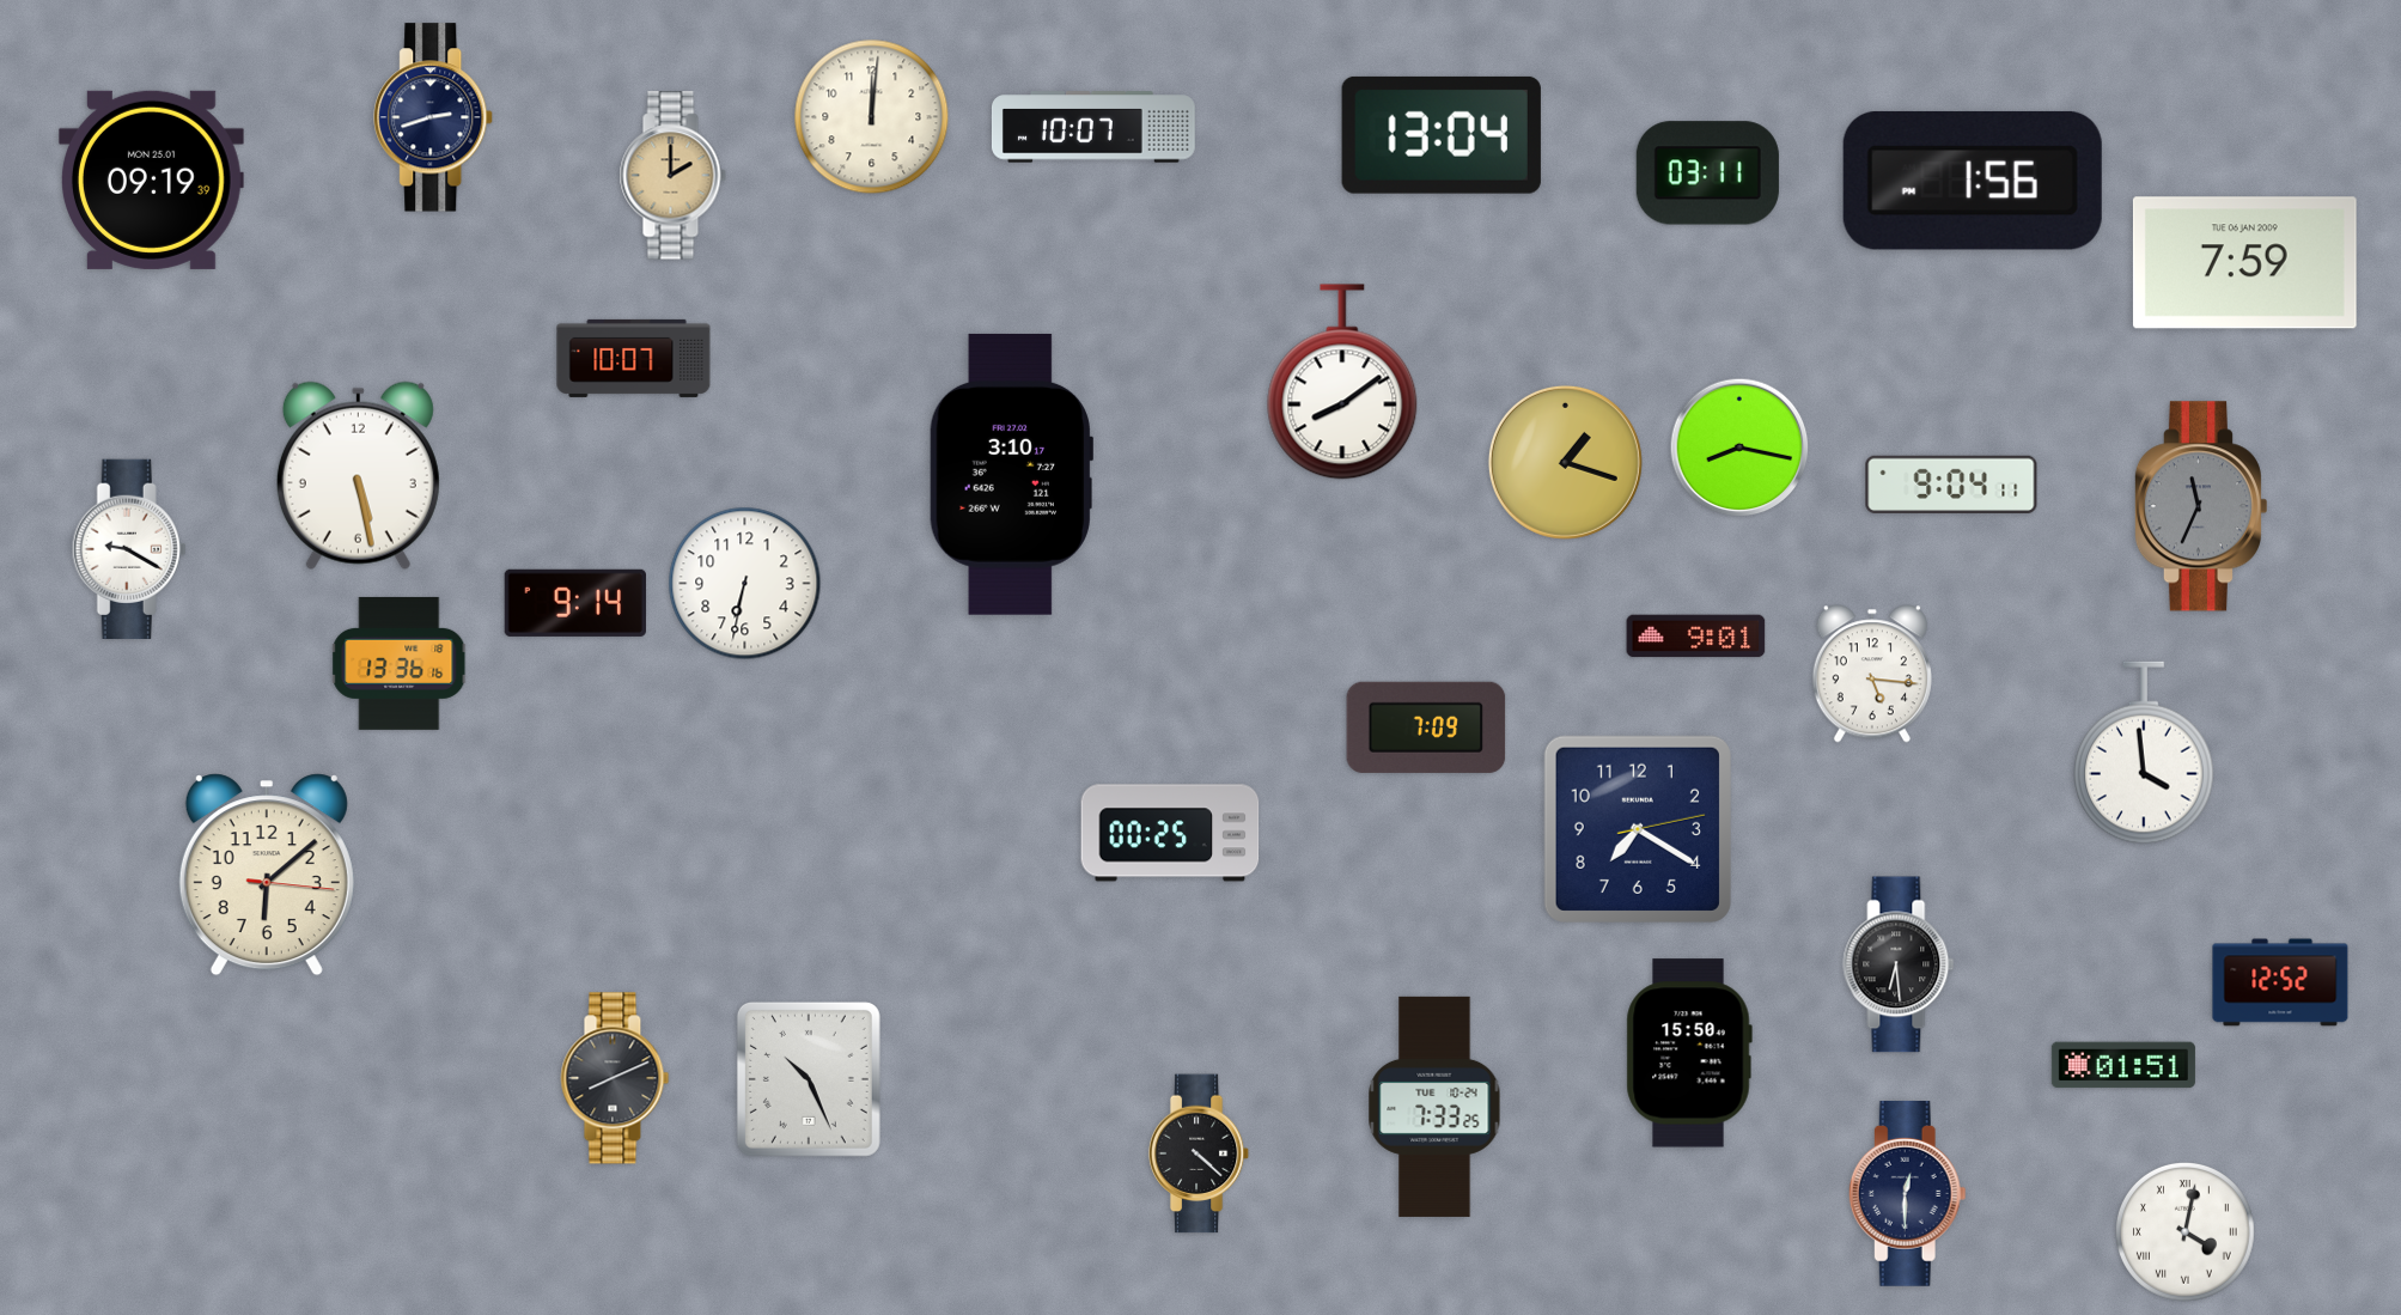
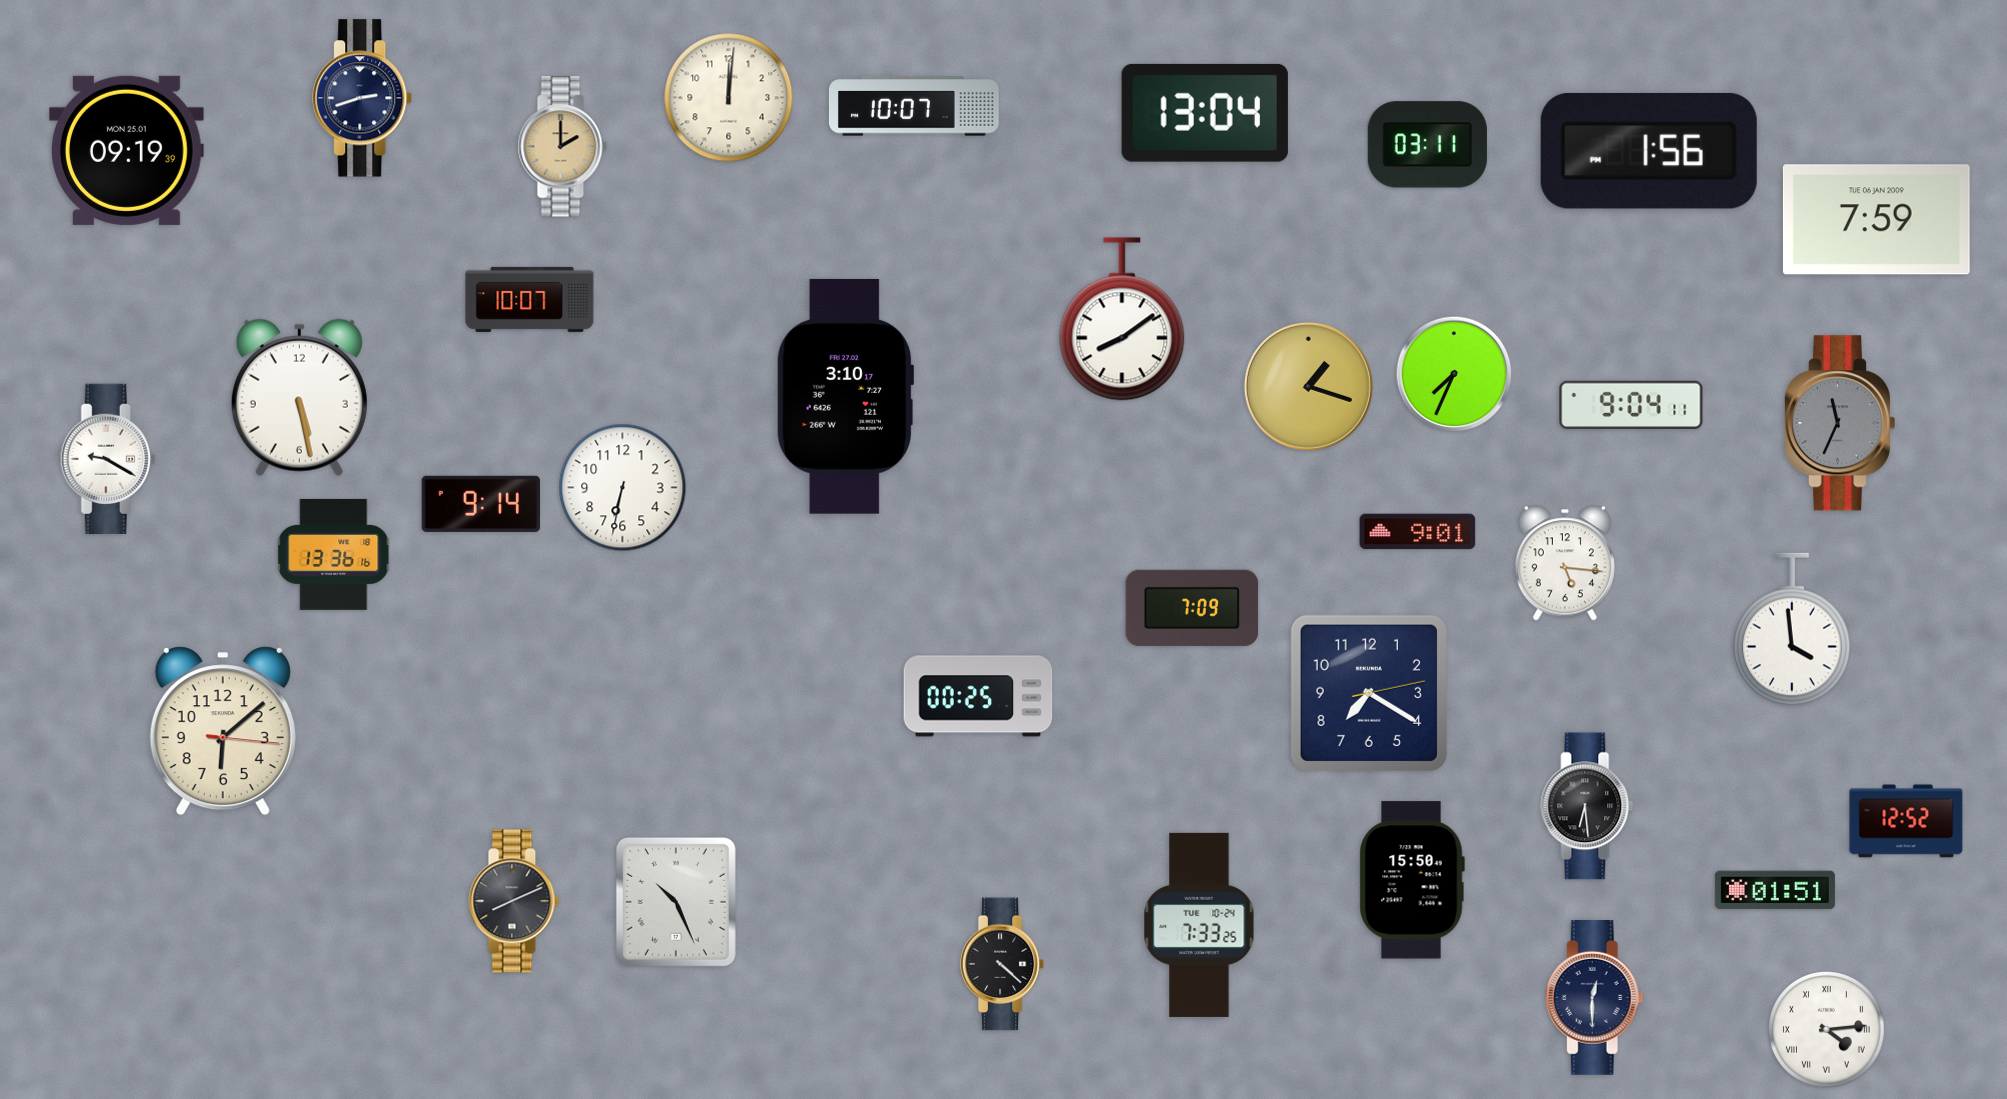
clock at (1739, 448): 8:17 -> 7:34
clock at (2186, 1232): 4:02 -> 4:14
